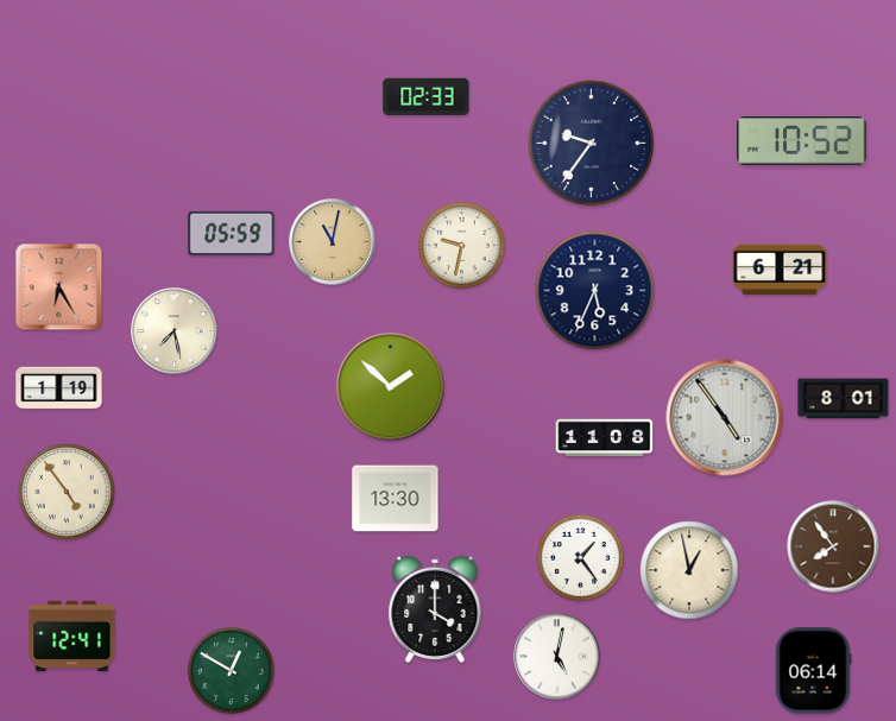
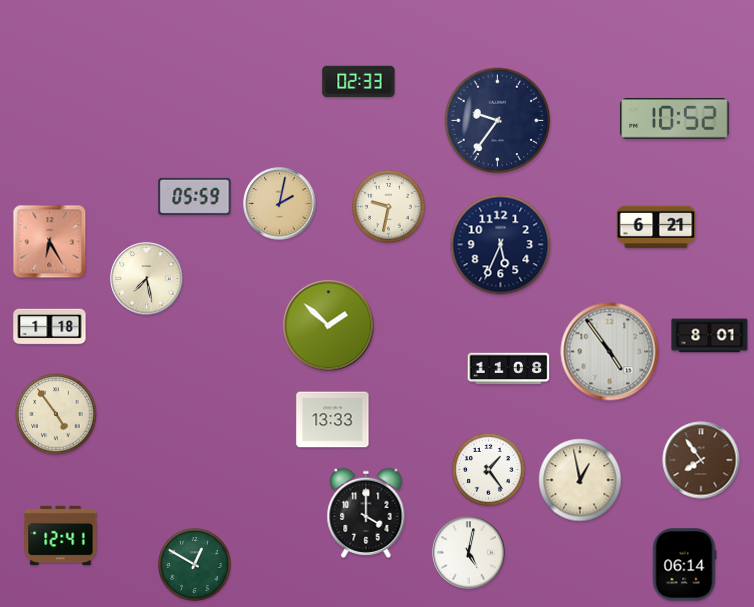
clock at (333, 242): 11:02 -> 2:02
clock at (59, 388): 1:19 -> 1:18
clock at (396, 499): 13:30 -> 13:33
